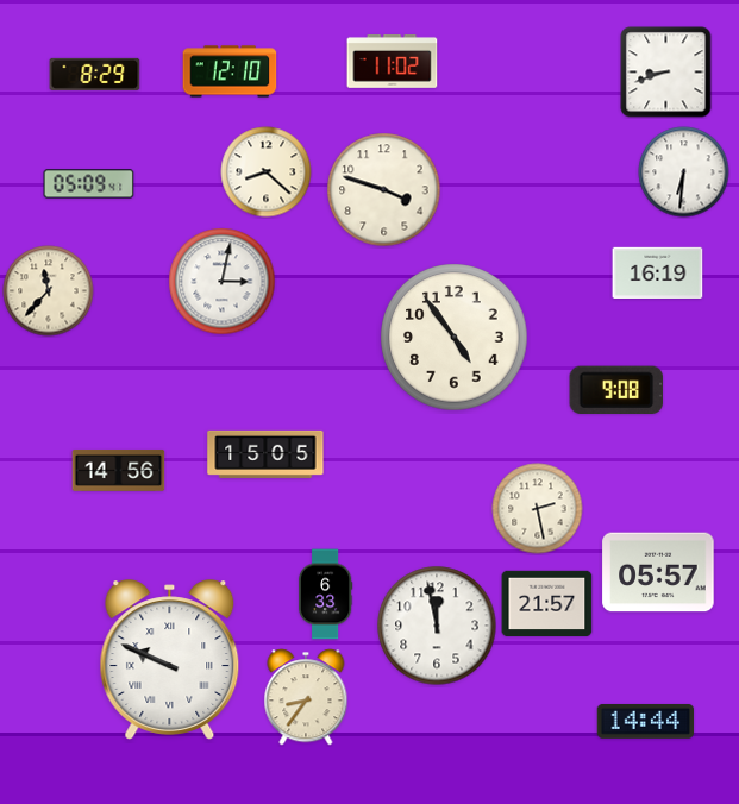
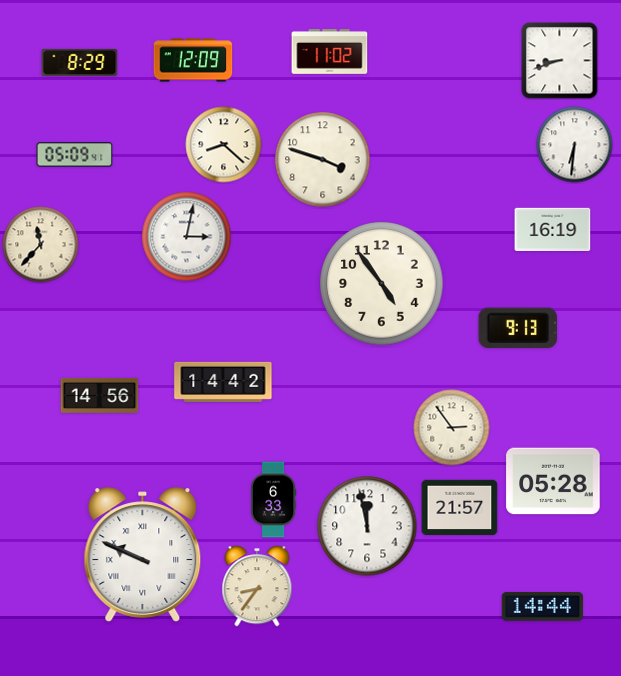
clock at (230, 71): 12:10 -> 12:09
clock at (616, 390): 9:08 -> 9:13
clock at (265, 454): 15:05 -> 14:42
clock at (538, 509): 2:28 -> 2:54
clock at (658, 572): 05:57 -> 05:28
